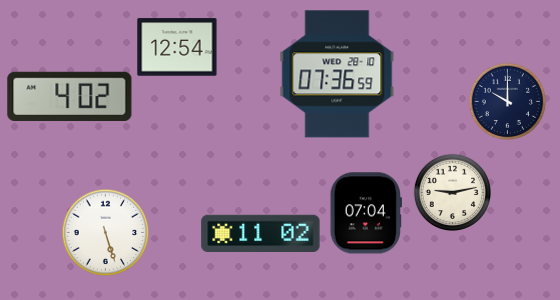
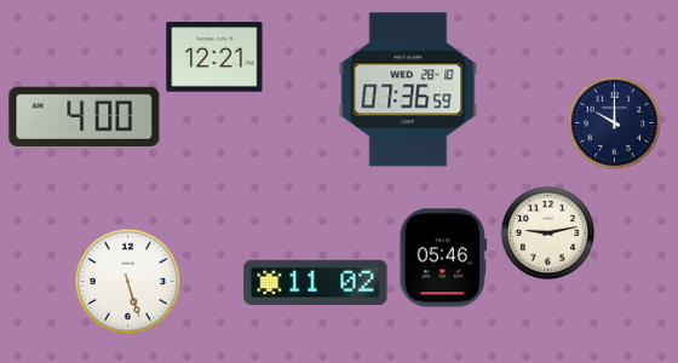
clock at (177, 47): 12:54 -> 12:21
clock at (70, 96): 4:02 -> 4:00
clock at (366, 213): 07:04 -> 05:46
